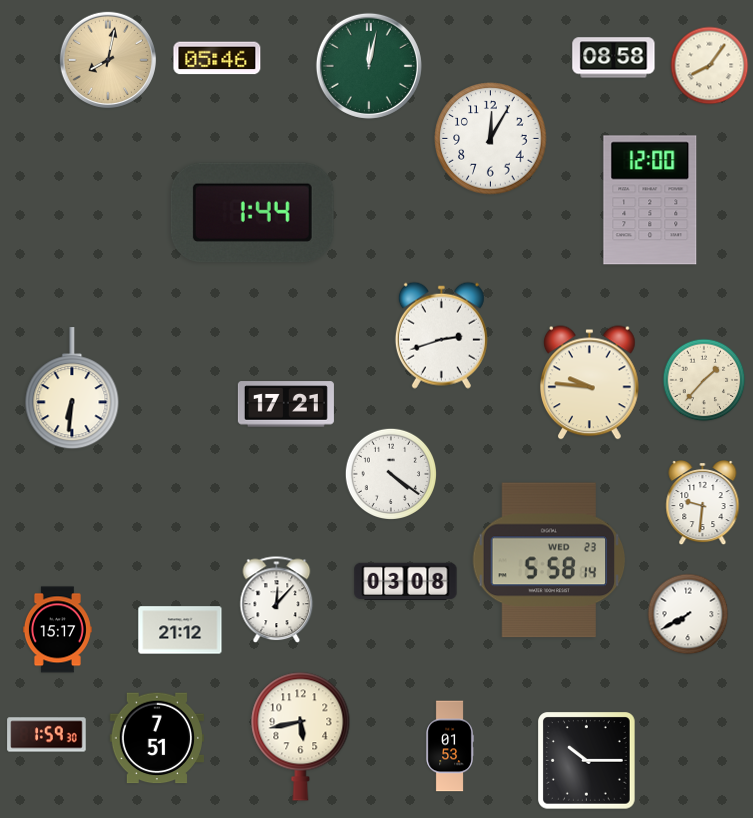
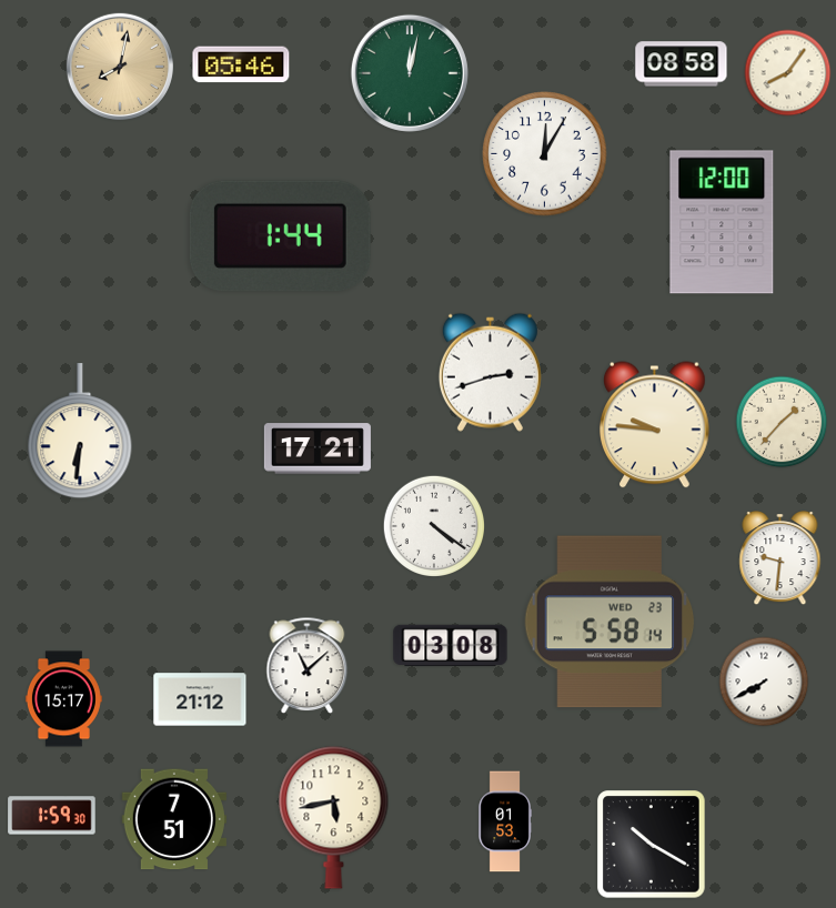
clock at (277, 600): 12:07 -> 11:08
clock at (450, 746) position: (450, 746) -> (505, 821)
clock at (587, 761): 10:15 -> 10:20
